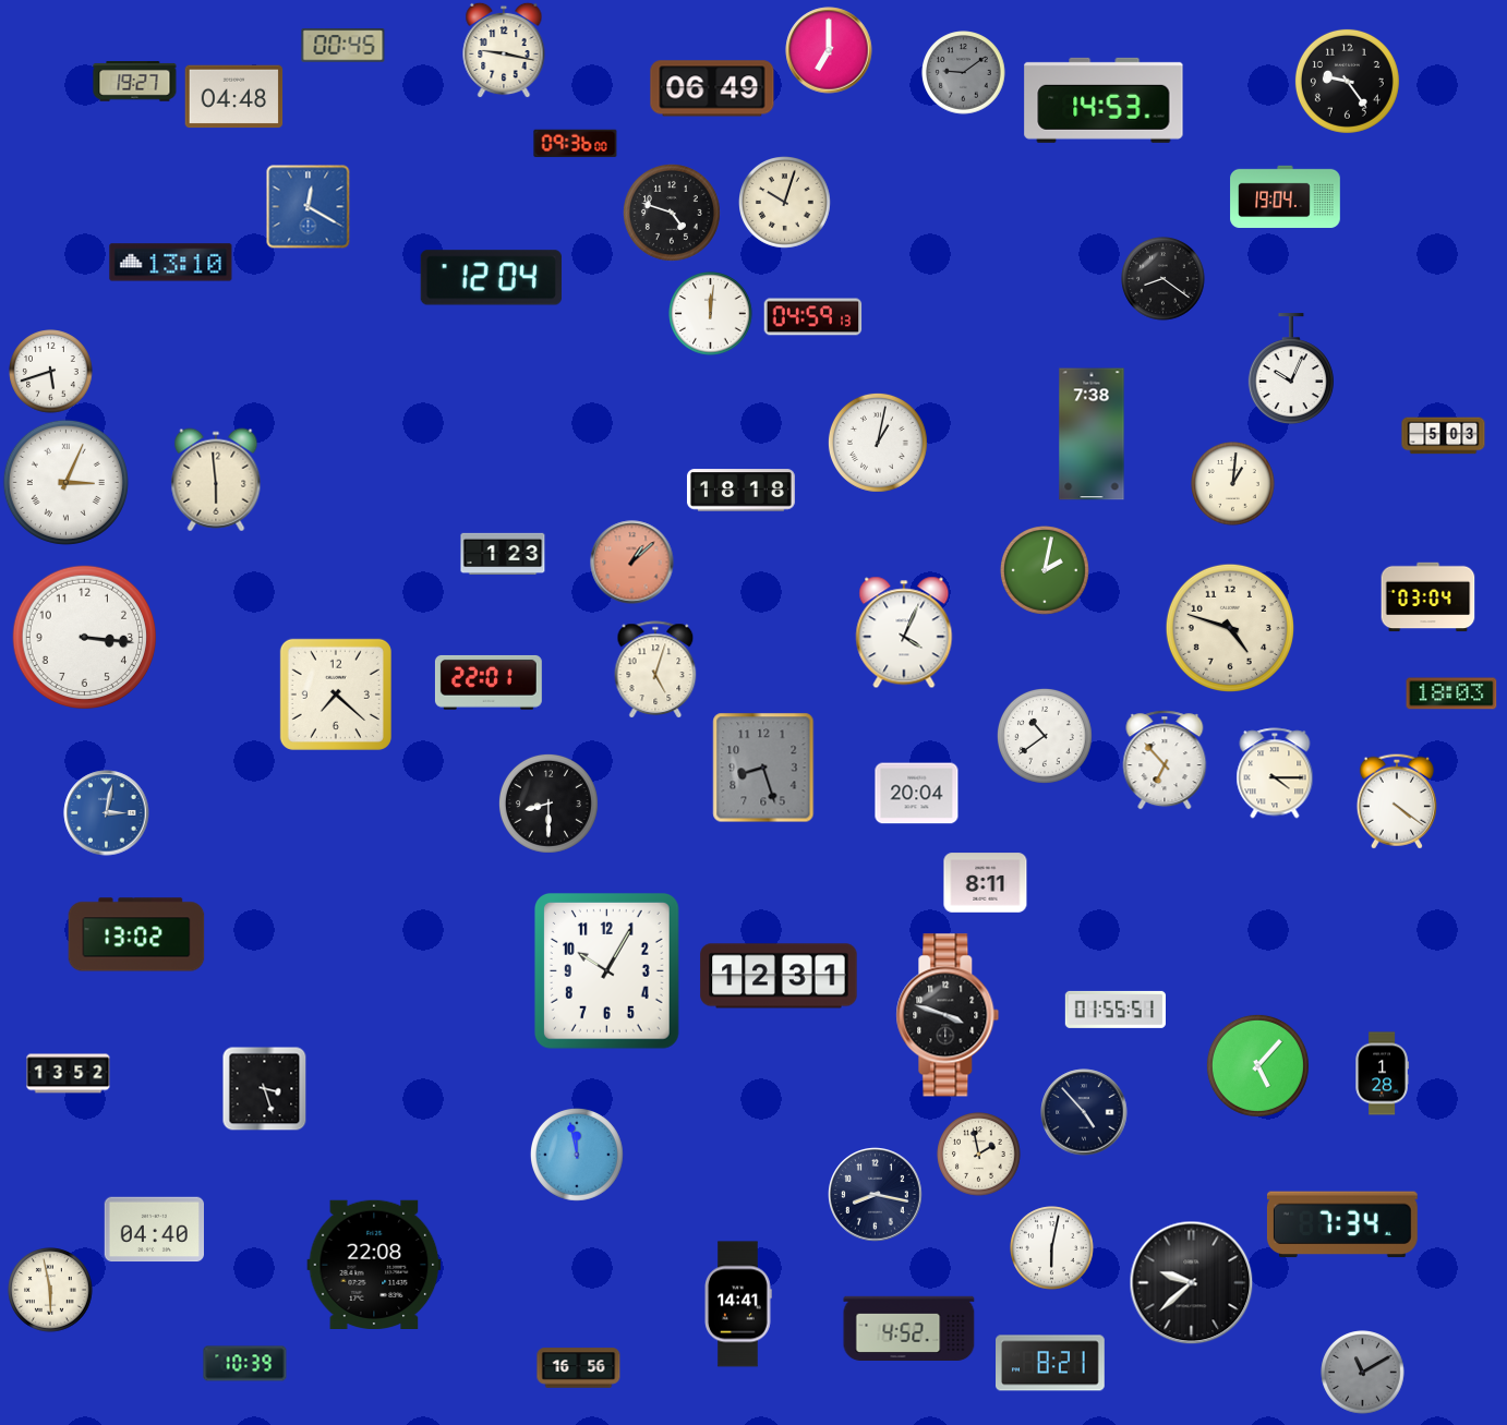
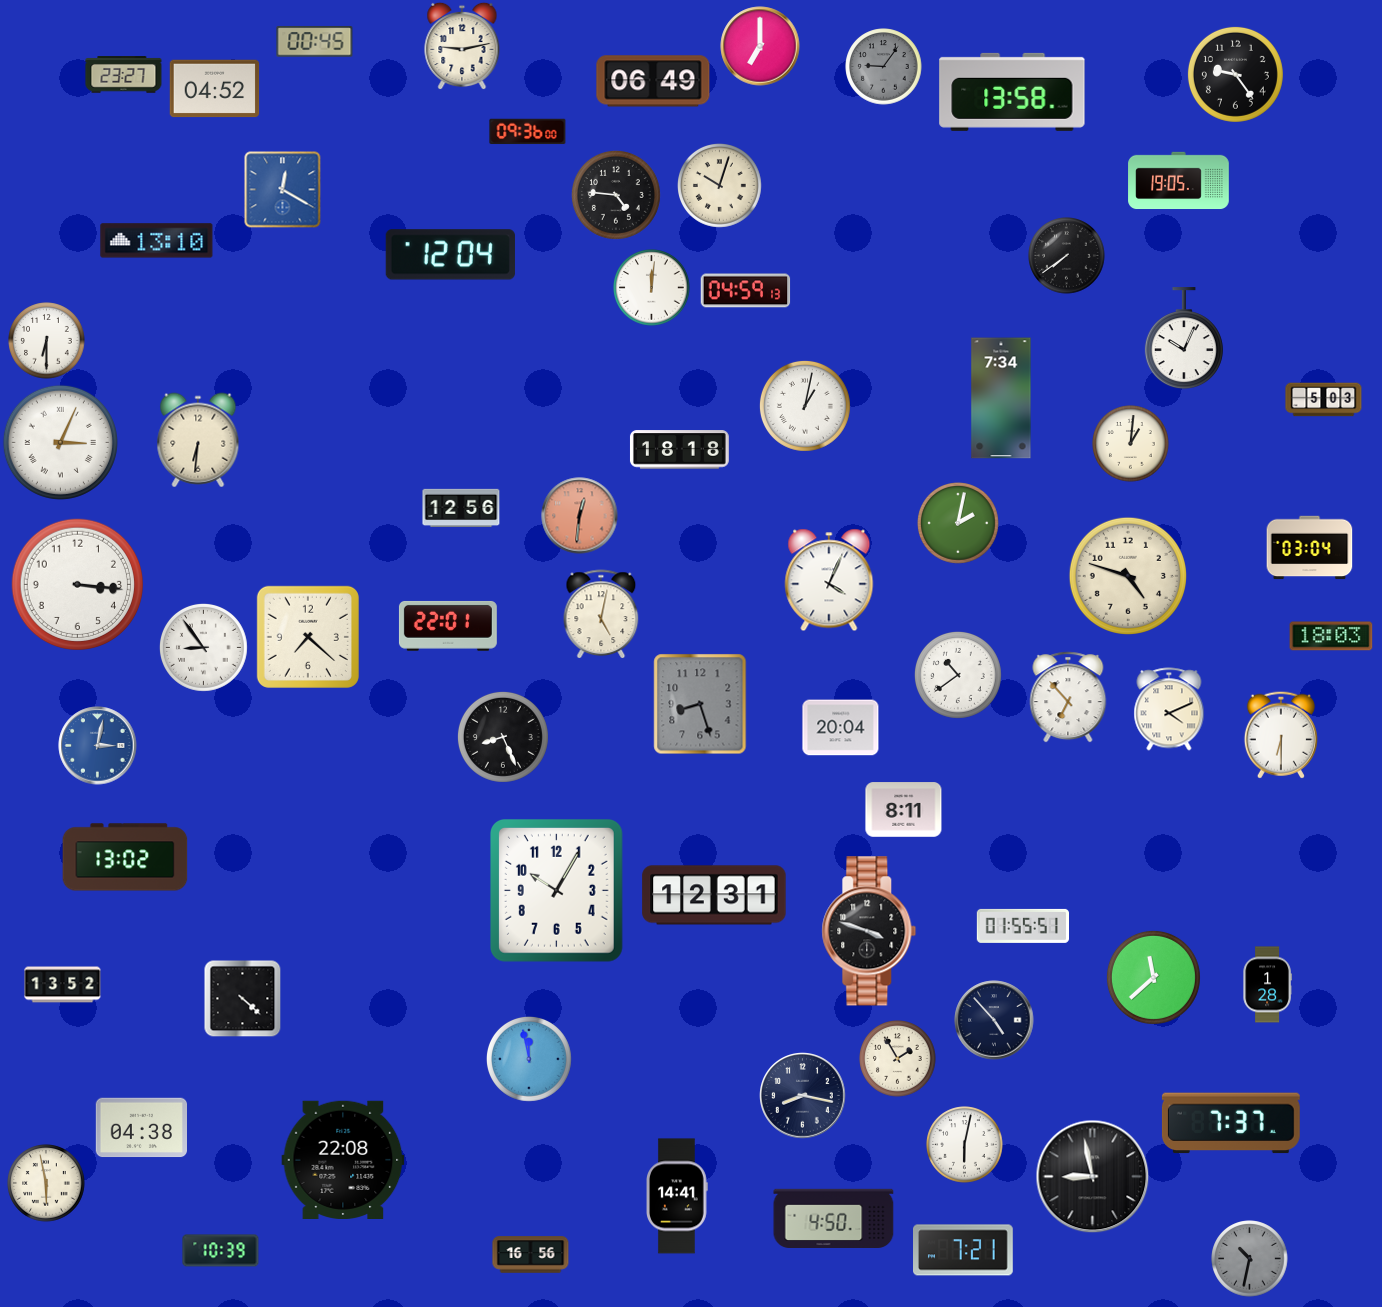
clock at (504, 50): 9:17 -> 9:13
clock at (964, 73): 9:09 -> 9:06
clock at (135, 82): 19:27 -> 23:27
clock at (234, 97): 04:48 -> 04:52
clock at (1104, 100): 14:53 -> 13:58
clock at (1286, 197): 19:04 -> 19:05
clock at (672, 213): 4:48 -> 4:46
clock at (1164, 279): 8:21 -> 7:39
clock at (51, 372): 5:42 -> 6:30
clock at (1092, 434): 7:38 -> 7:34
clock at (216, 480): 5:59 -> 6:31
clock at (503, 553): 1:23 -> 12:56
clock at (632, 563): 1:08 -> 12:31
clock at (655, 669): 5:03 -> 5:02
clock at (203, 647): none -> 8:54
clock at (1275, 773): 4:15 -> 4:11
clock at (1397, 801): 4:21 -> 6:30
clock at (548, 804): 8:30 -> 8:26
clock at (1257, 1065): 5:07 -> 11:38
clock at (264, 1088): 3:27 -> 4:22
clock at (979, 1155): 1:58 -> 1:55
clock at (1342, 1224): 7:34 -> 7:37
clock at (155, 1230): 04:40 -> 04:38
clock at (1192, 1283): 9:38 -> 8:58
clock at (909, 1328): 4:52 -> 4:50
clock at (1051, 1363): 8:21 -> 7:21
clock at (245, 1364) position: (245, 1364) -> (221, 1251)
clock at (1363, 1373): 11:10 -> 10:32
